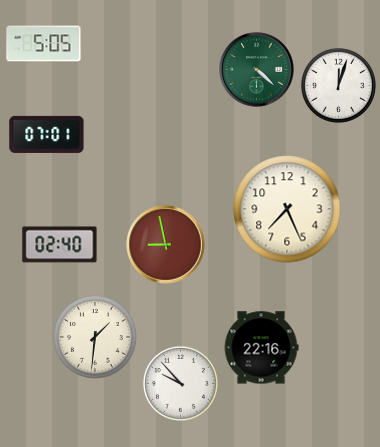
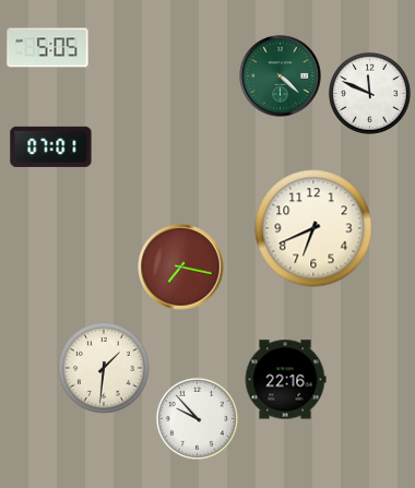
clock at (338, 85): 12:03 -> 11:49
clock at (287, 209): 7:26 -> 6:41
clock at (60, 245): 02:40 -> none
clock at (166, 245): 8:58 -> 7:17
